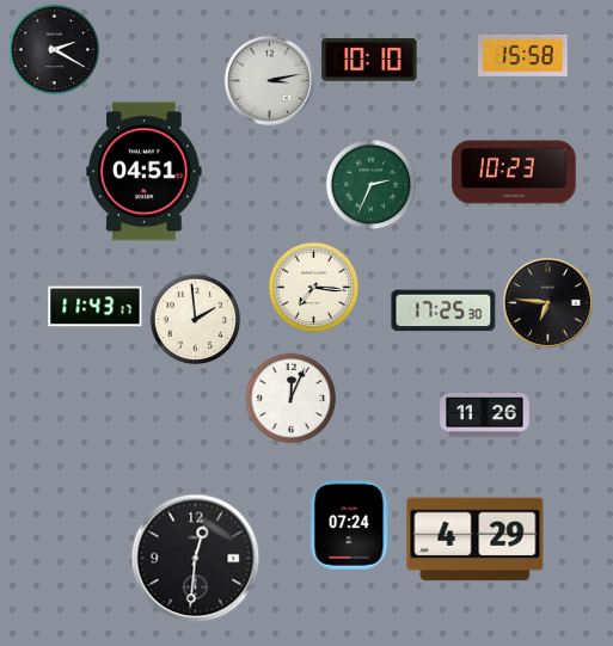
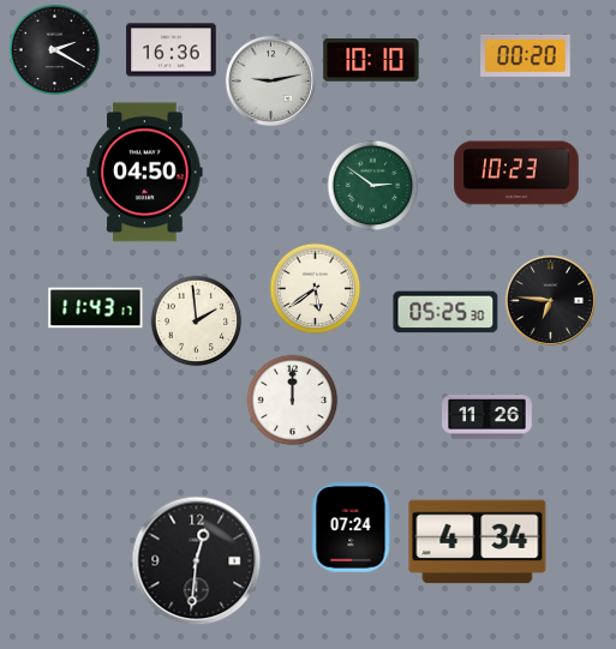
clock at (172, 50): none -> 16:36
clock at (523, 55): 15:58 -> 00:20
clock at (269, 80): 3:13 -> 9:13
clock at (145, 172): 04:51 -> 04:50
clock at (372, 185): 2:34 -> 2:51
clock at (314, 288): 7:16 -> 5:39
clock at (547, 302) position: (547, 302) -> (550, 300)
clock at (443, 310): 17:25 -> 05:25
clock at (292, 399): 12:04 -> 12:00
clock at (476, 540): 4:29 -> 4:34
